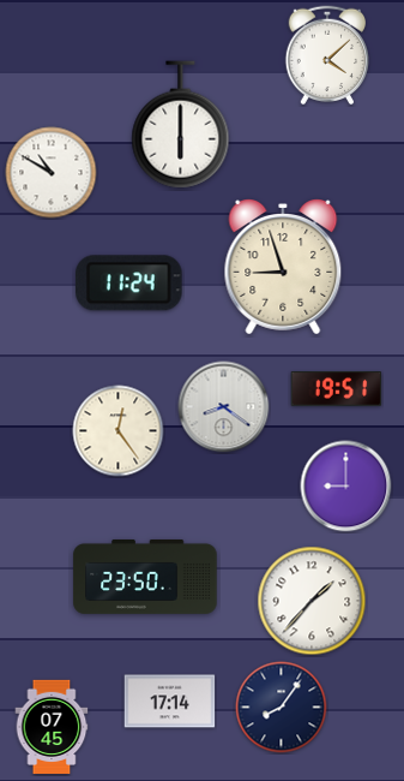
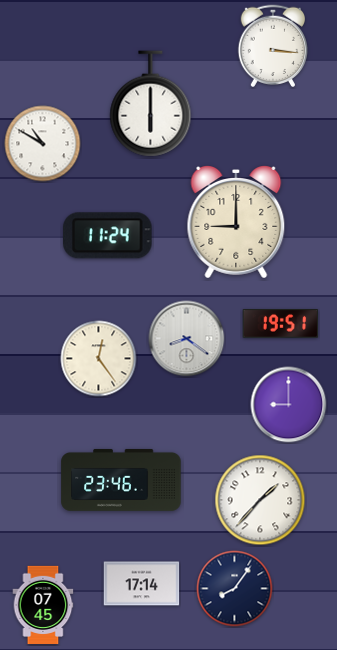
clock at (327, 54): 4:08 -> 3:16
clock at (283, 268): 8:57 -> 9:00
clock at (145, 577): 23:50 -> 23:46
